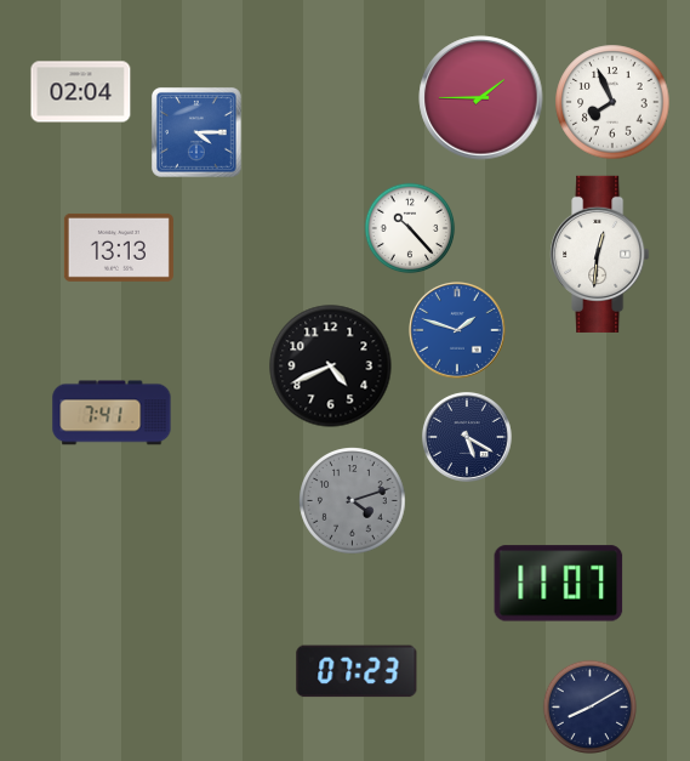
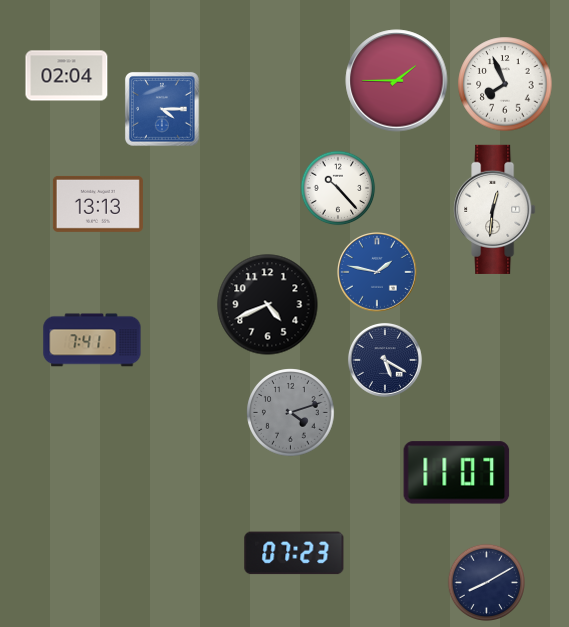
clock at (458, 331): 1:48 -> 1:47
clock at (331, 367) position: (331, 367) -> (268, 305)
clock at (559, 584) position: (559, 584) -> (457, 473)
